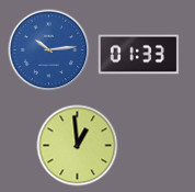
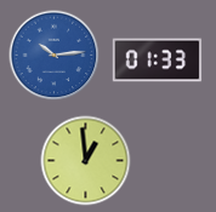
clock at (139, 55) position: (139, 55) -> (158, 61)
